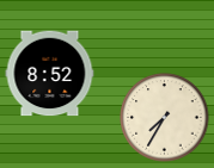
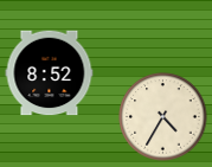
clock at (165, 118): 7:35 -> 4:35
